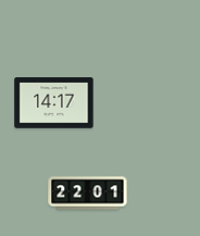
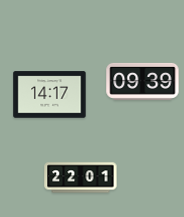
clock at (143, 81): none -> 09:39
